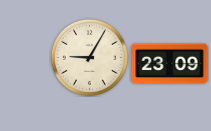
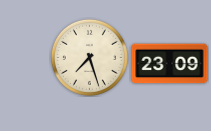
clock at (89, 57): 9:05 -> 7:27
